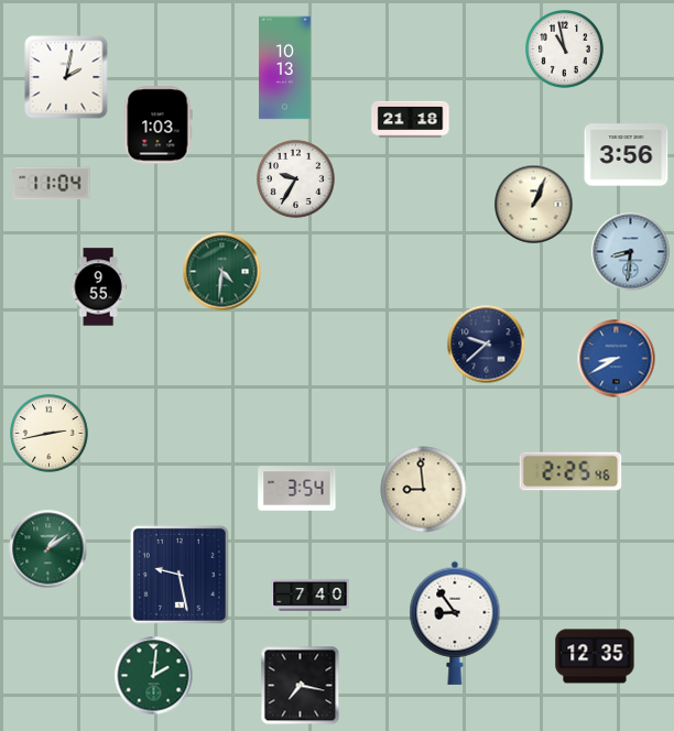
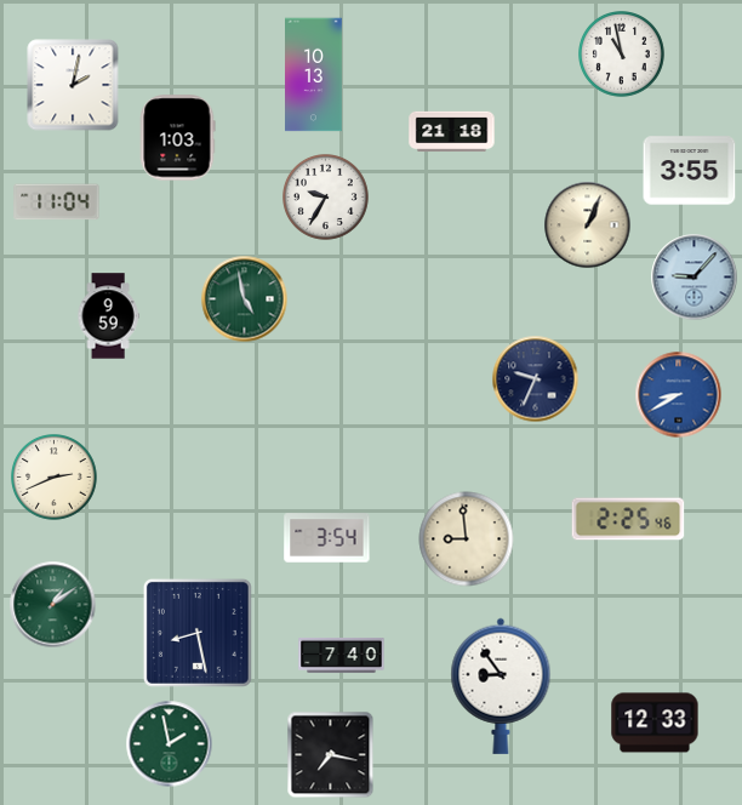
clock at (157, 126) position: (157, 126) -> (177, 138)
clock at (627, 155): 3:56 -> 3:55
clock at (631, 252): 8:31 -> 9:07
clock at (222, 272): 4:31 -> 4:58
clock at (98, 287): 9:55 -> 9:59
clock at (487, 345): 9:38 -> 9:34
clock at (50, 434): 2:43 -> 2:41
clock at (180, 575): 9:28 -> 8:28
clock at (595, 656): 12:35 -> 12:33
clock at (154, 676): 2:01 -> 1:58
